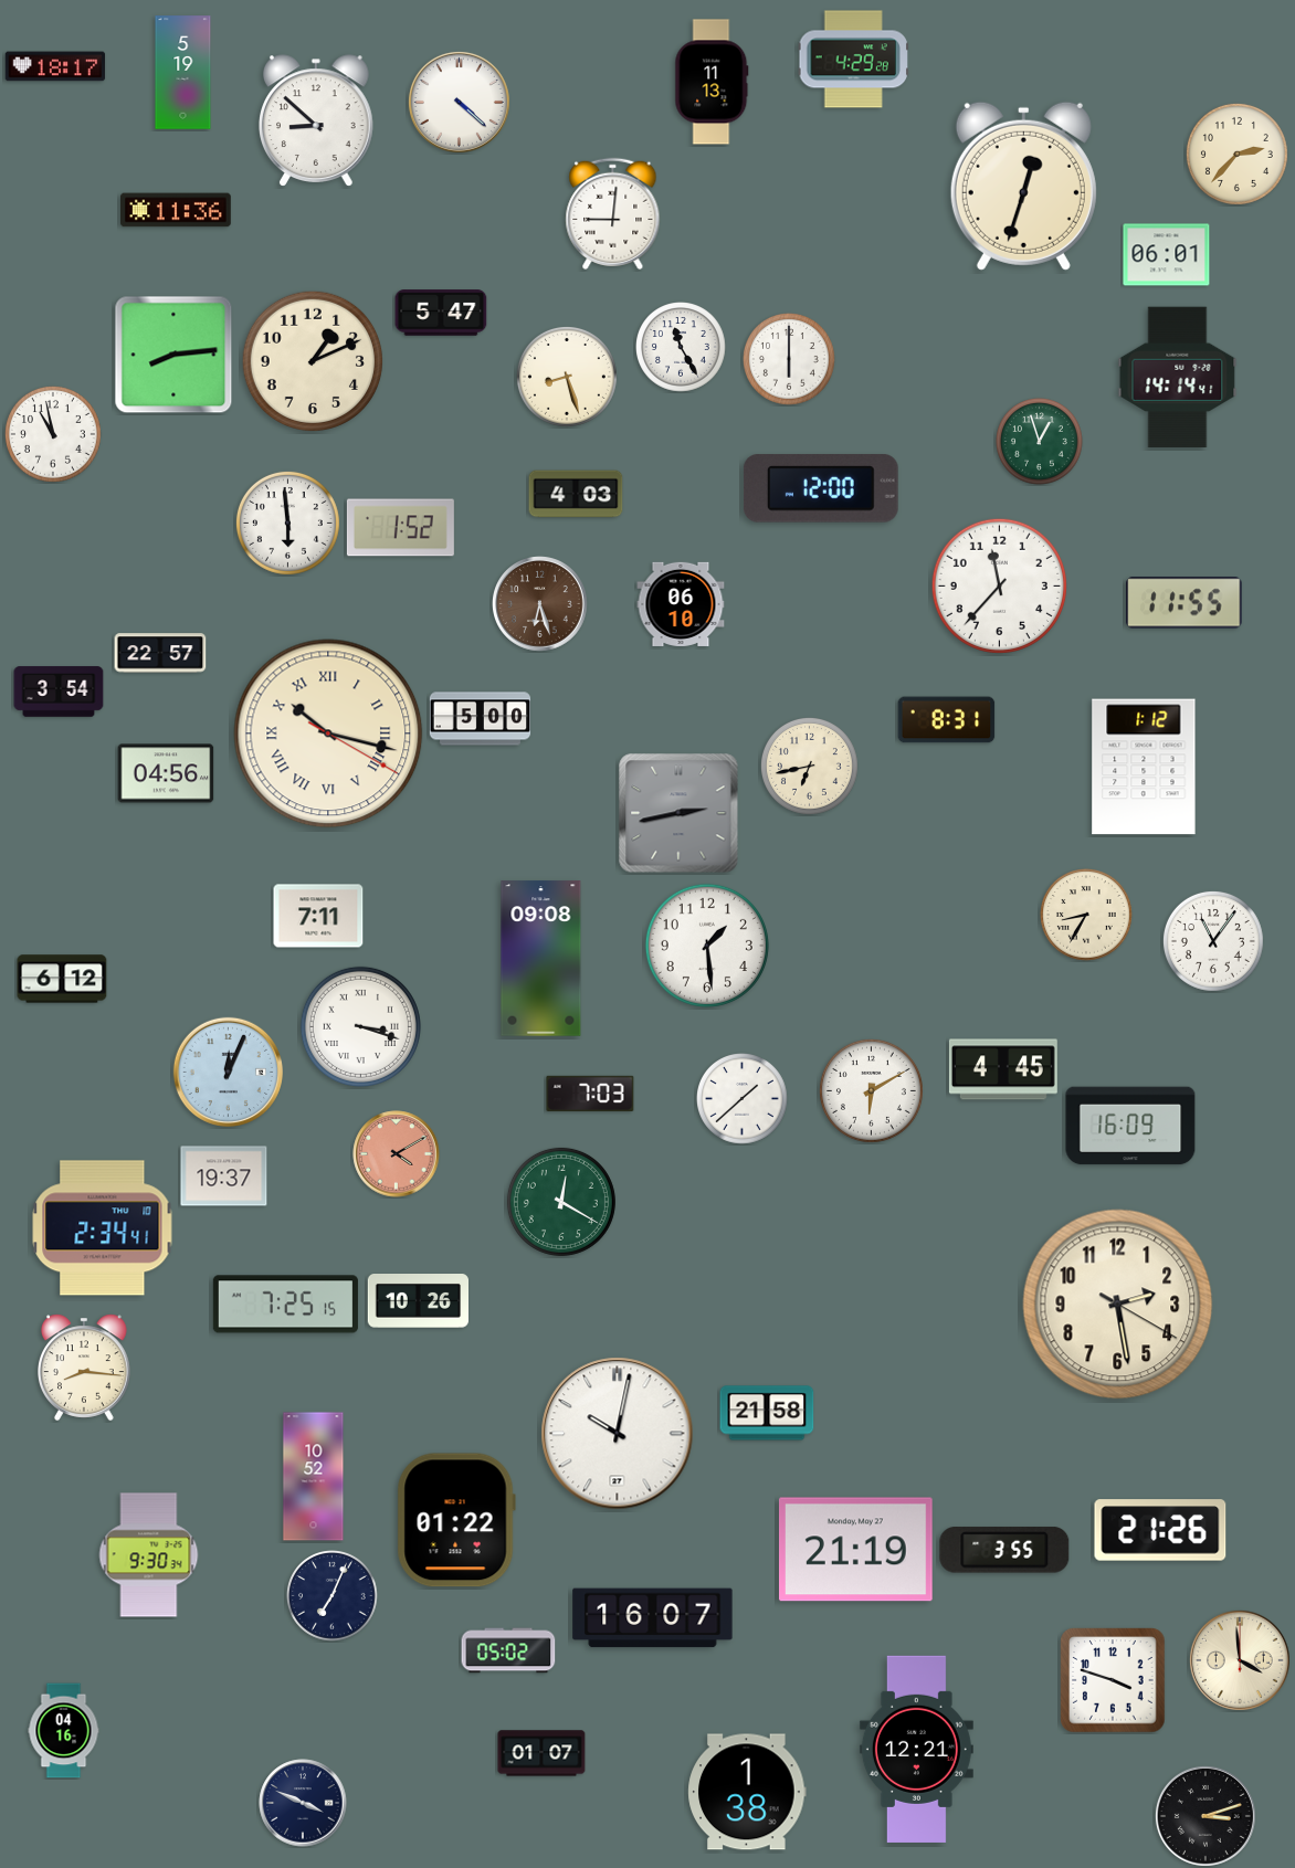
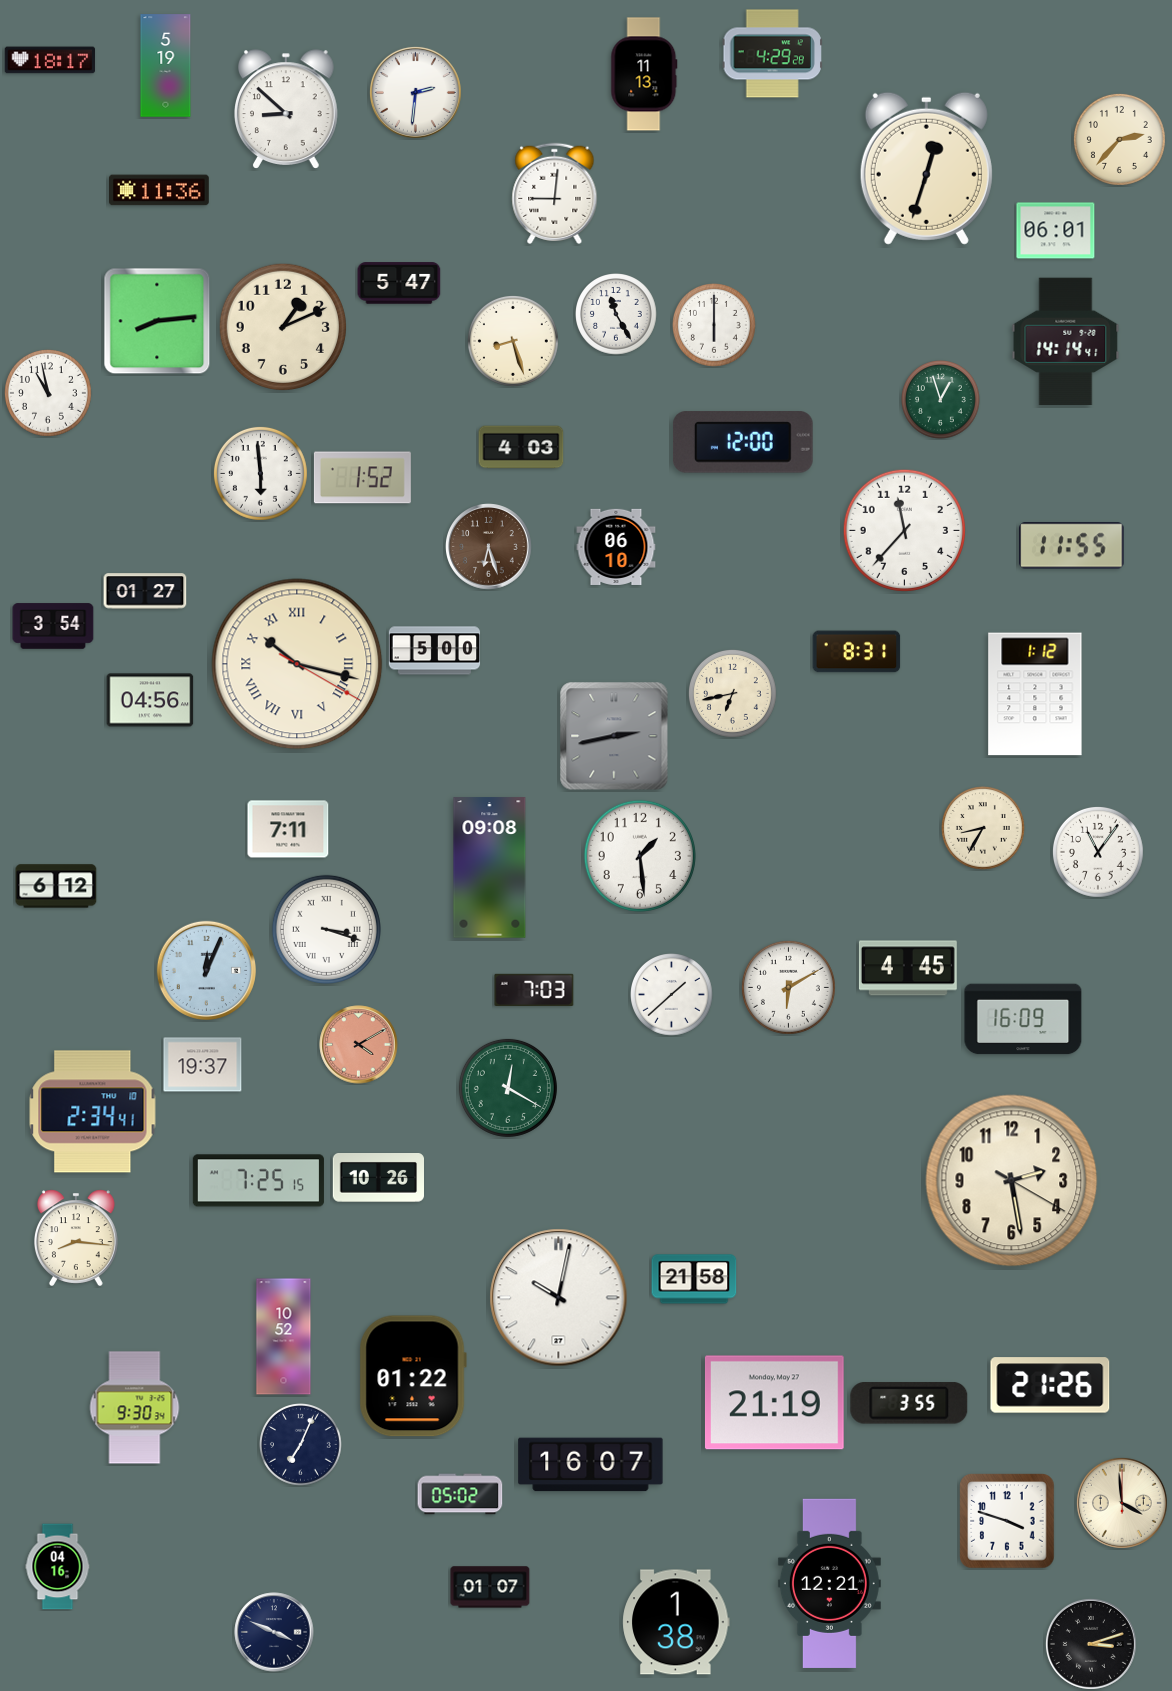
clock at (459, 102): 4:22 -> 2:31
clock at (160, 653): 22:57 -> 01:27
